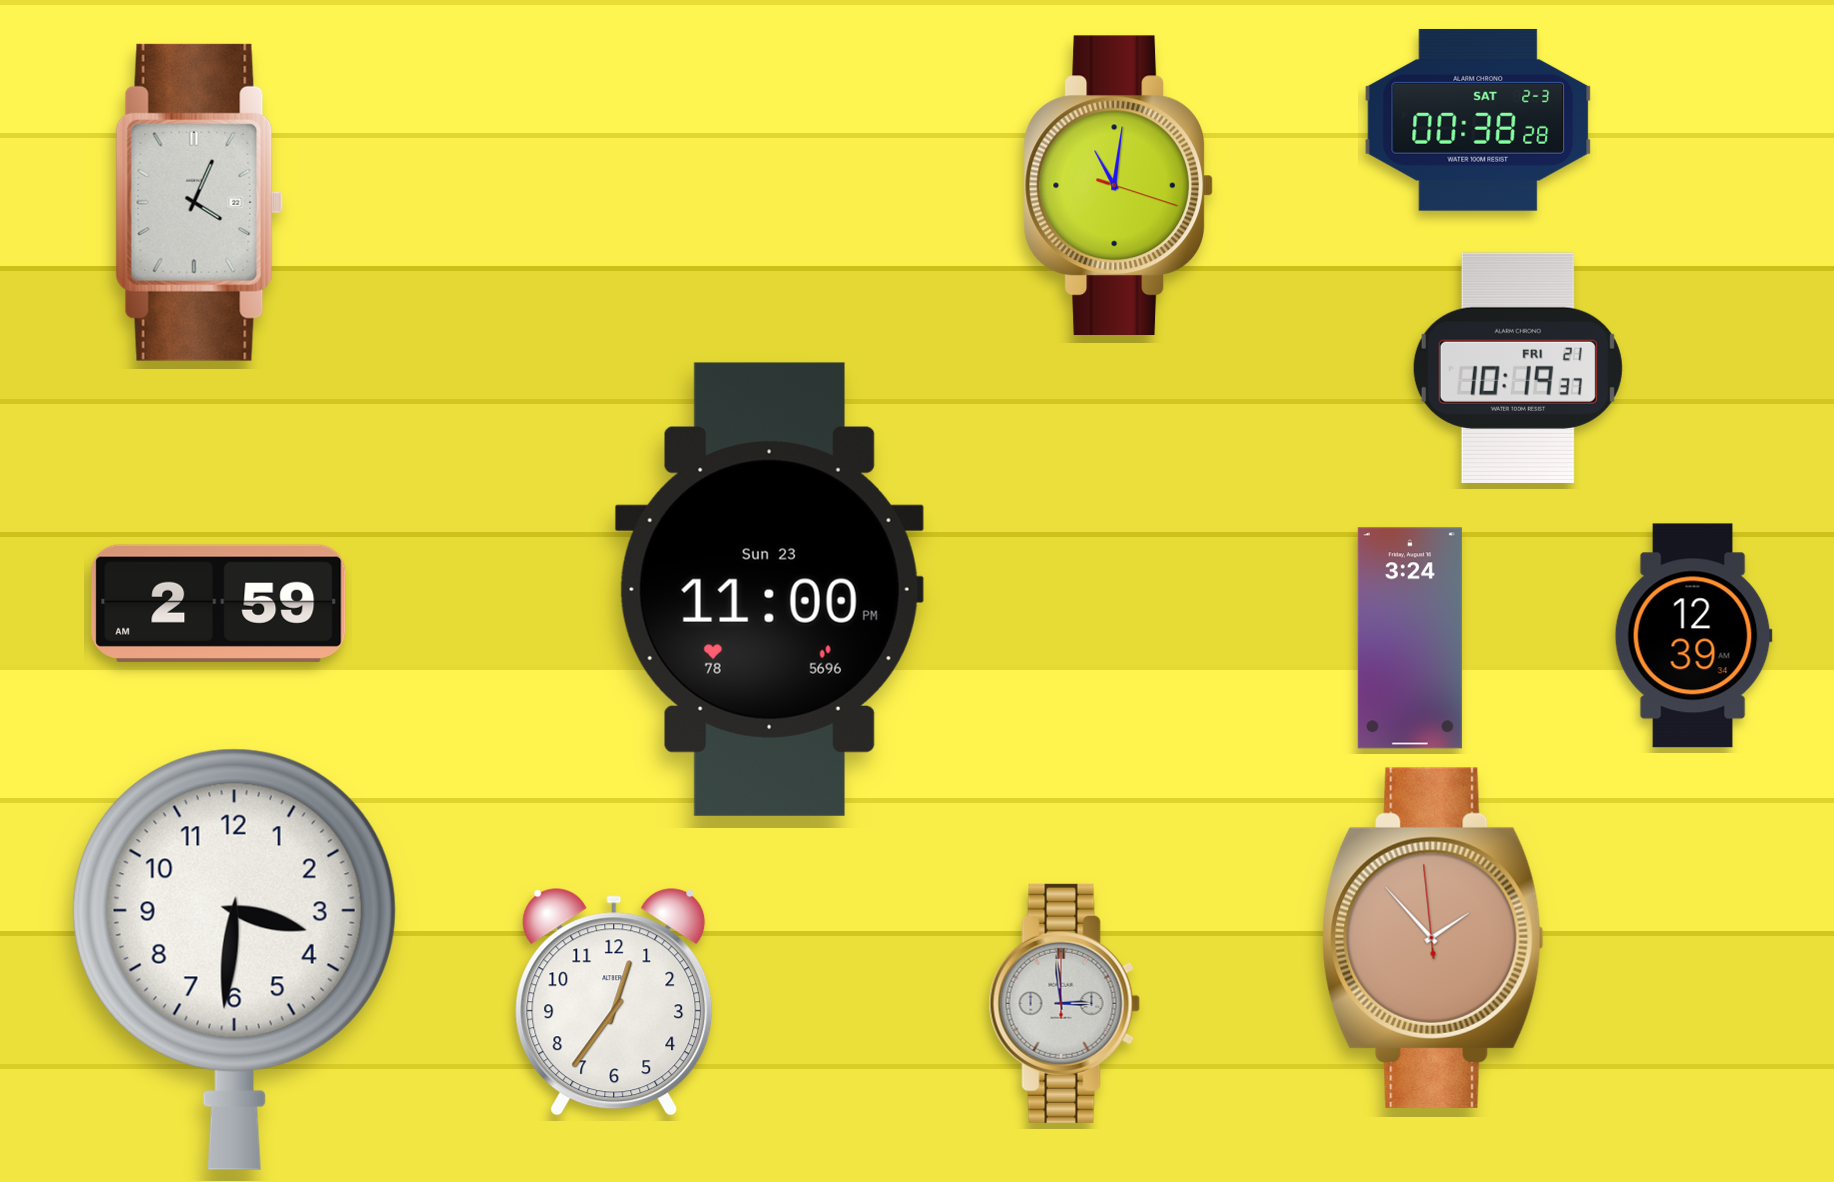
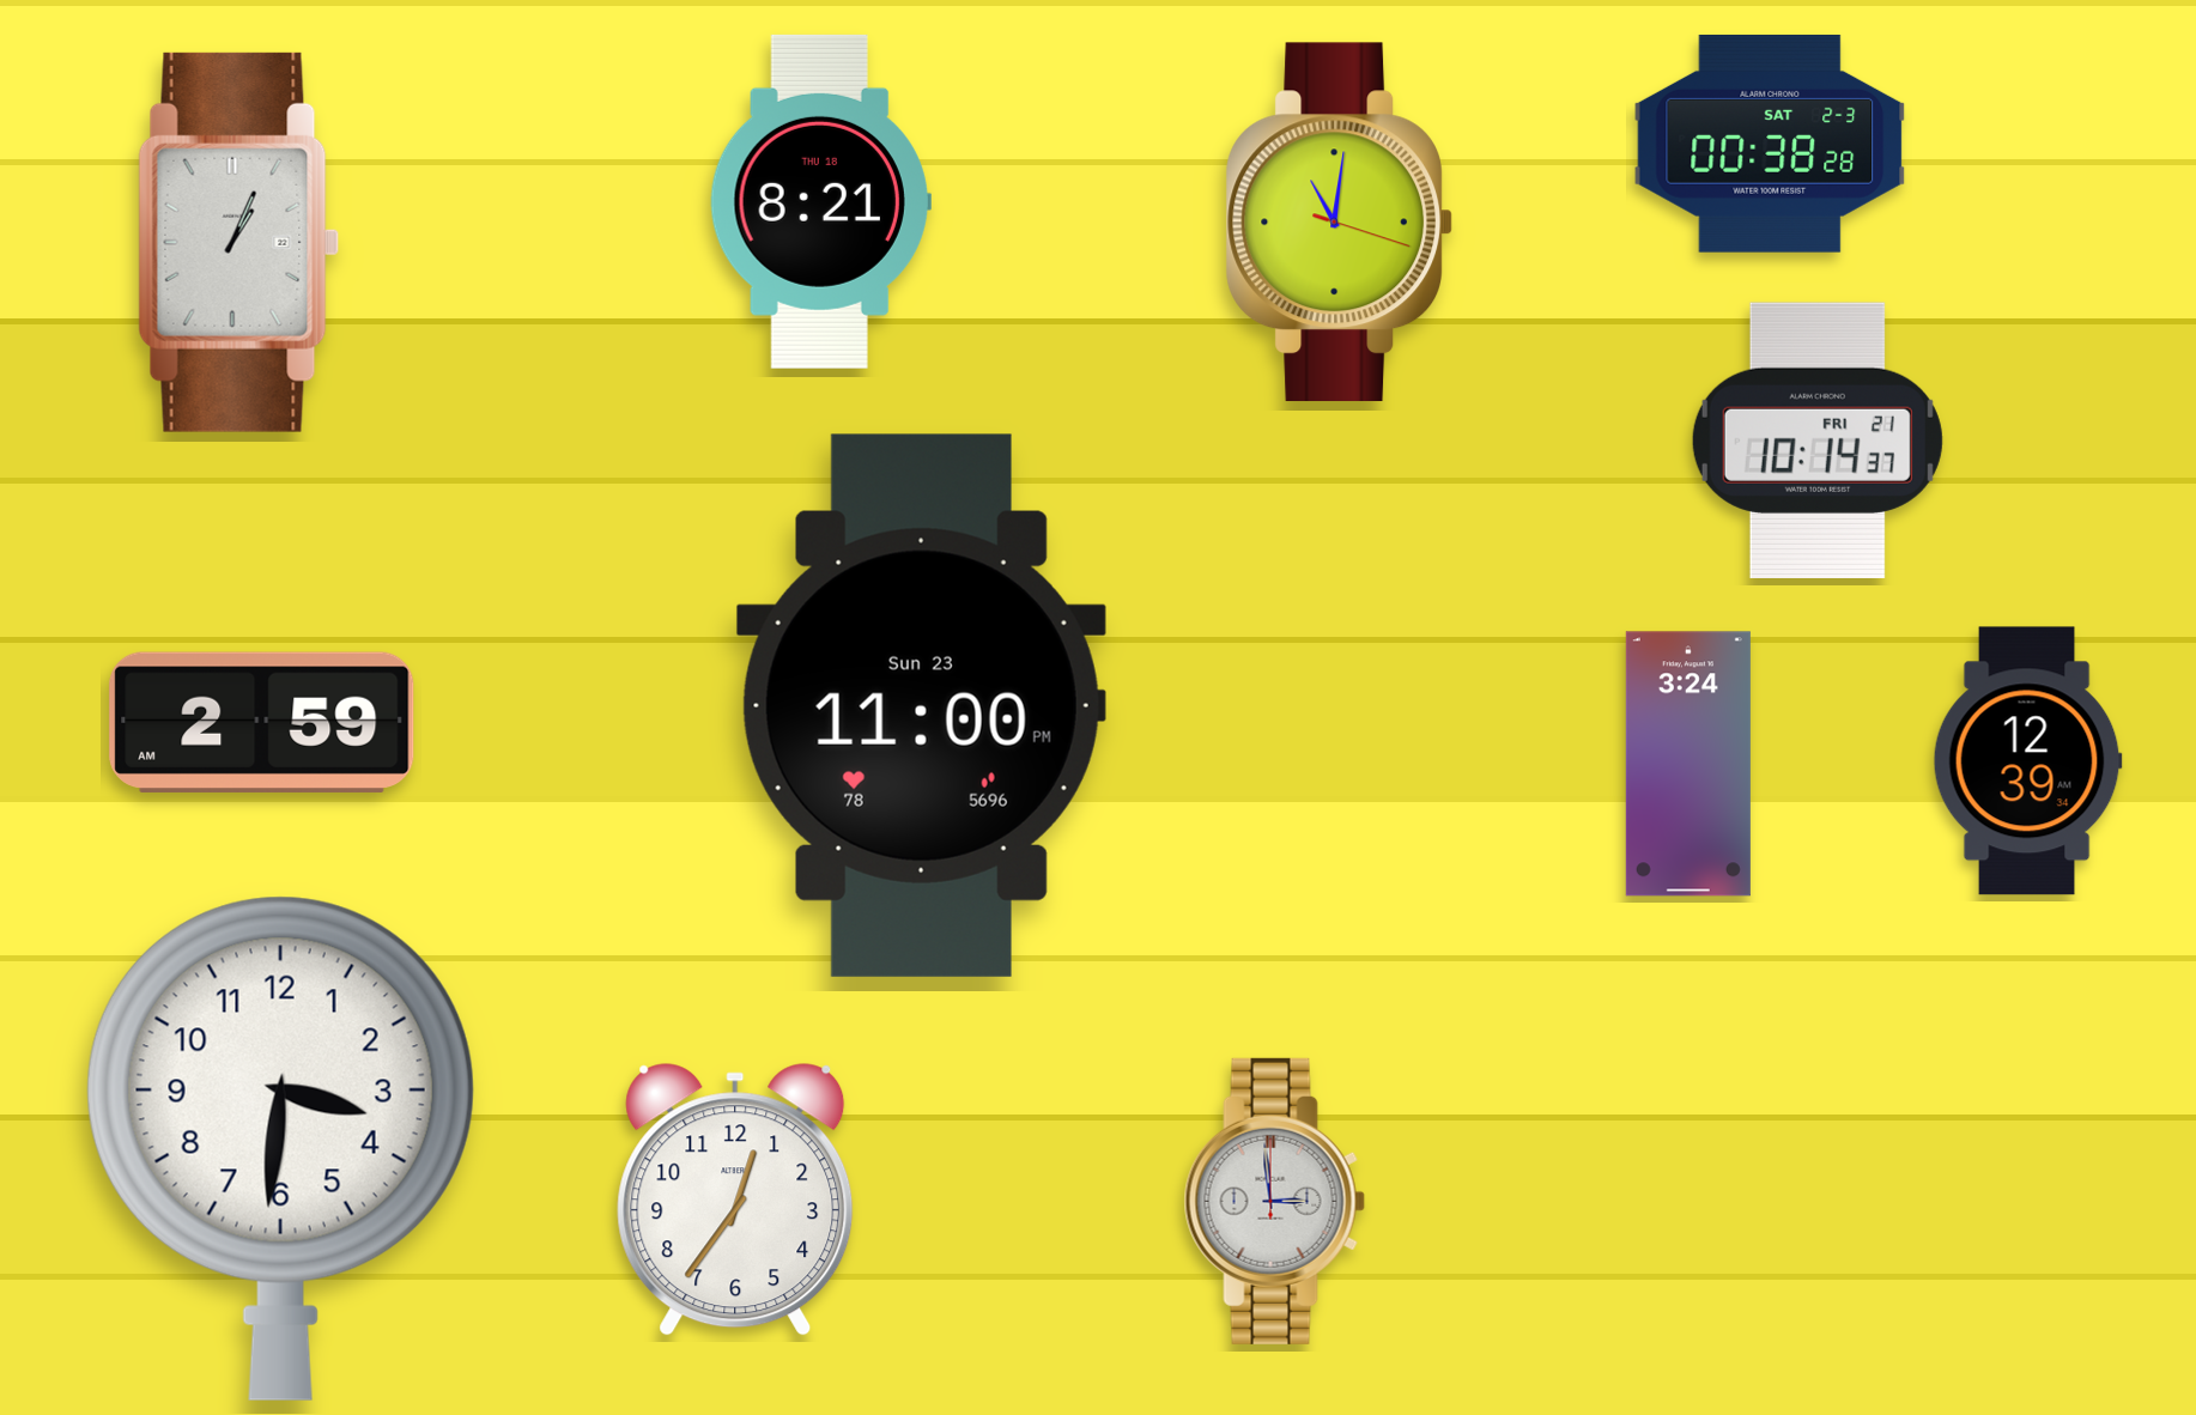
clock at (820, 201): none -> 8:21
clock at (200, 202): 4:04 -> 1:04
clock at (1518, 368): 10:19 -> 10:14
clock at (1433, 938): 1:52 -> none
